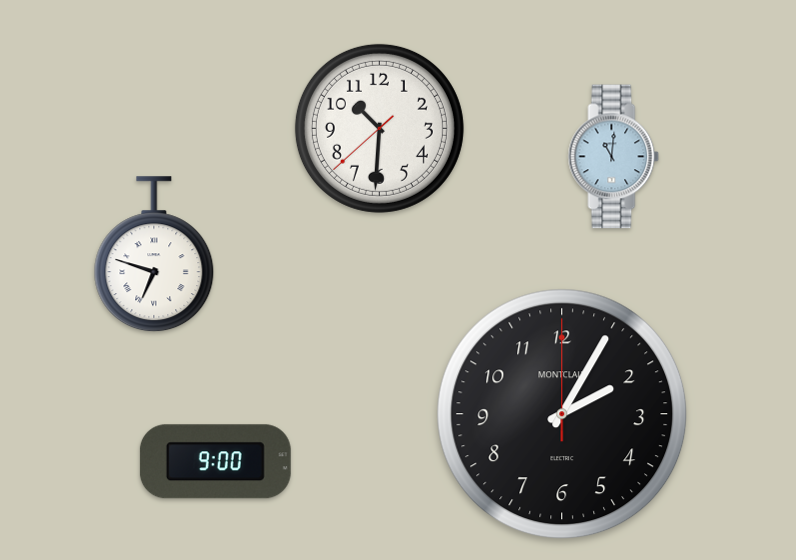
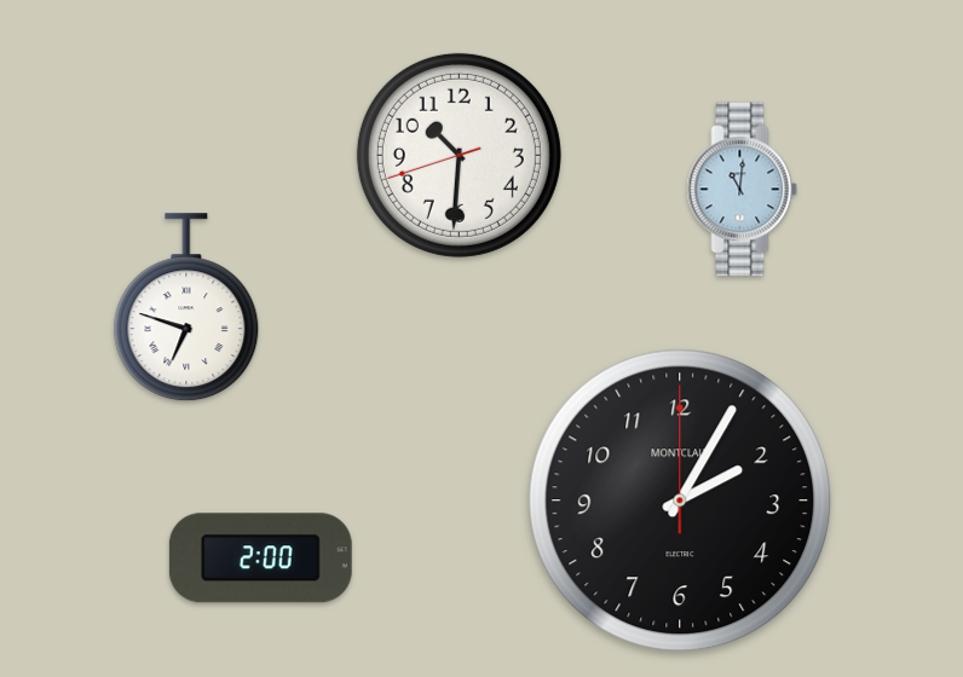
clock at (379, 128): 10:30:38 -> 10:30:42
clock at (215, 462): 9:00 -> 2:00
